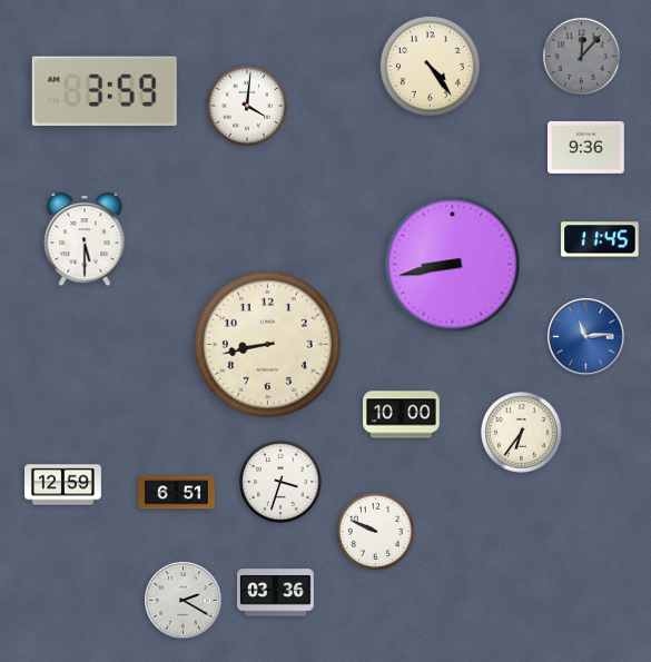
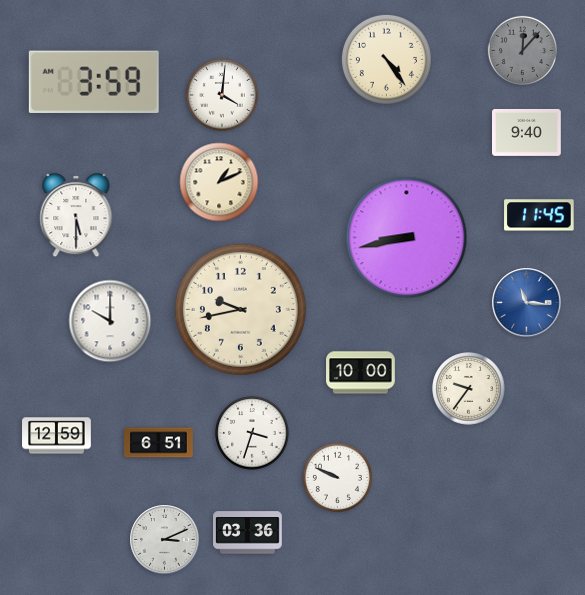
clock at (586, 147): 9:36 -> 9:40
clock at (219, 182): none -> 1:11
clock at (586, 337): 11:14 -> 11:16
clock at (267, 344): 8:43 -> 9:43
clock at (110, 321): none -> 10:00
clock at (522, 433): 6:36 -> 9:36
clock at (184, 601): 2:20 -> 3:11
